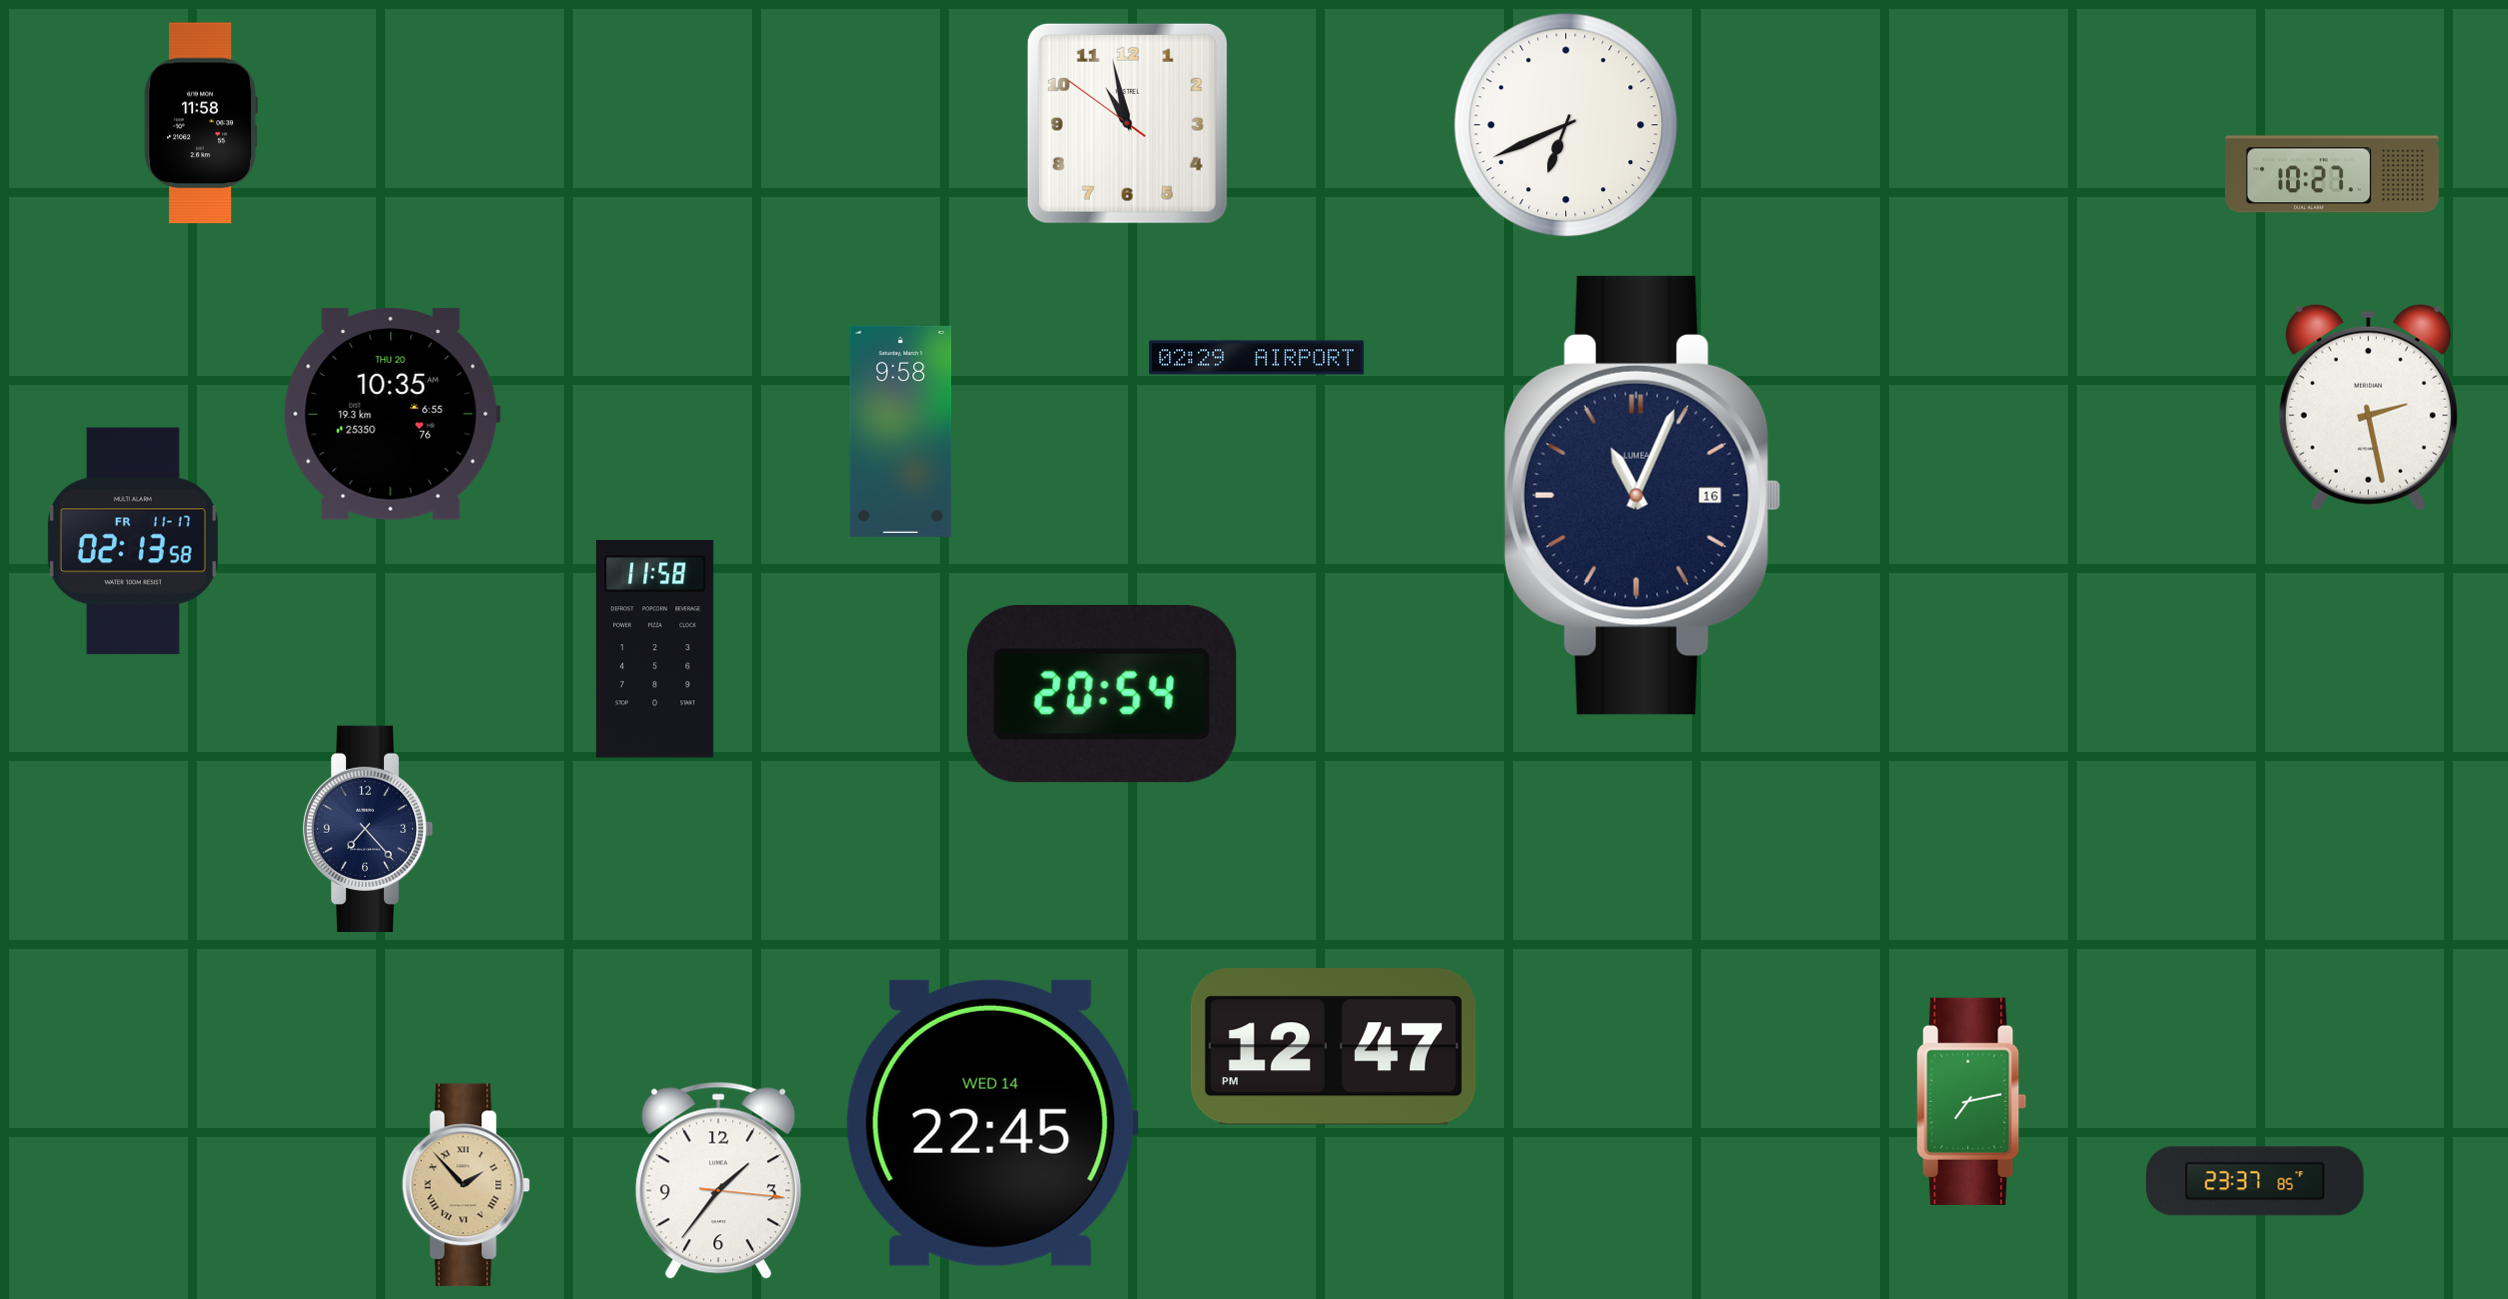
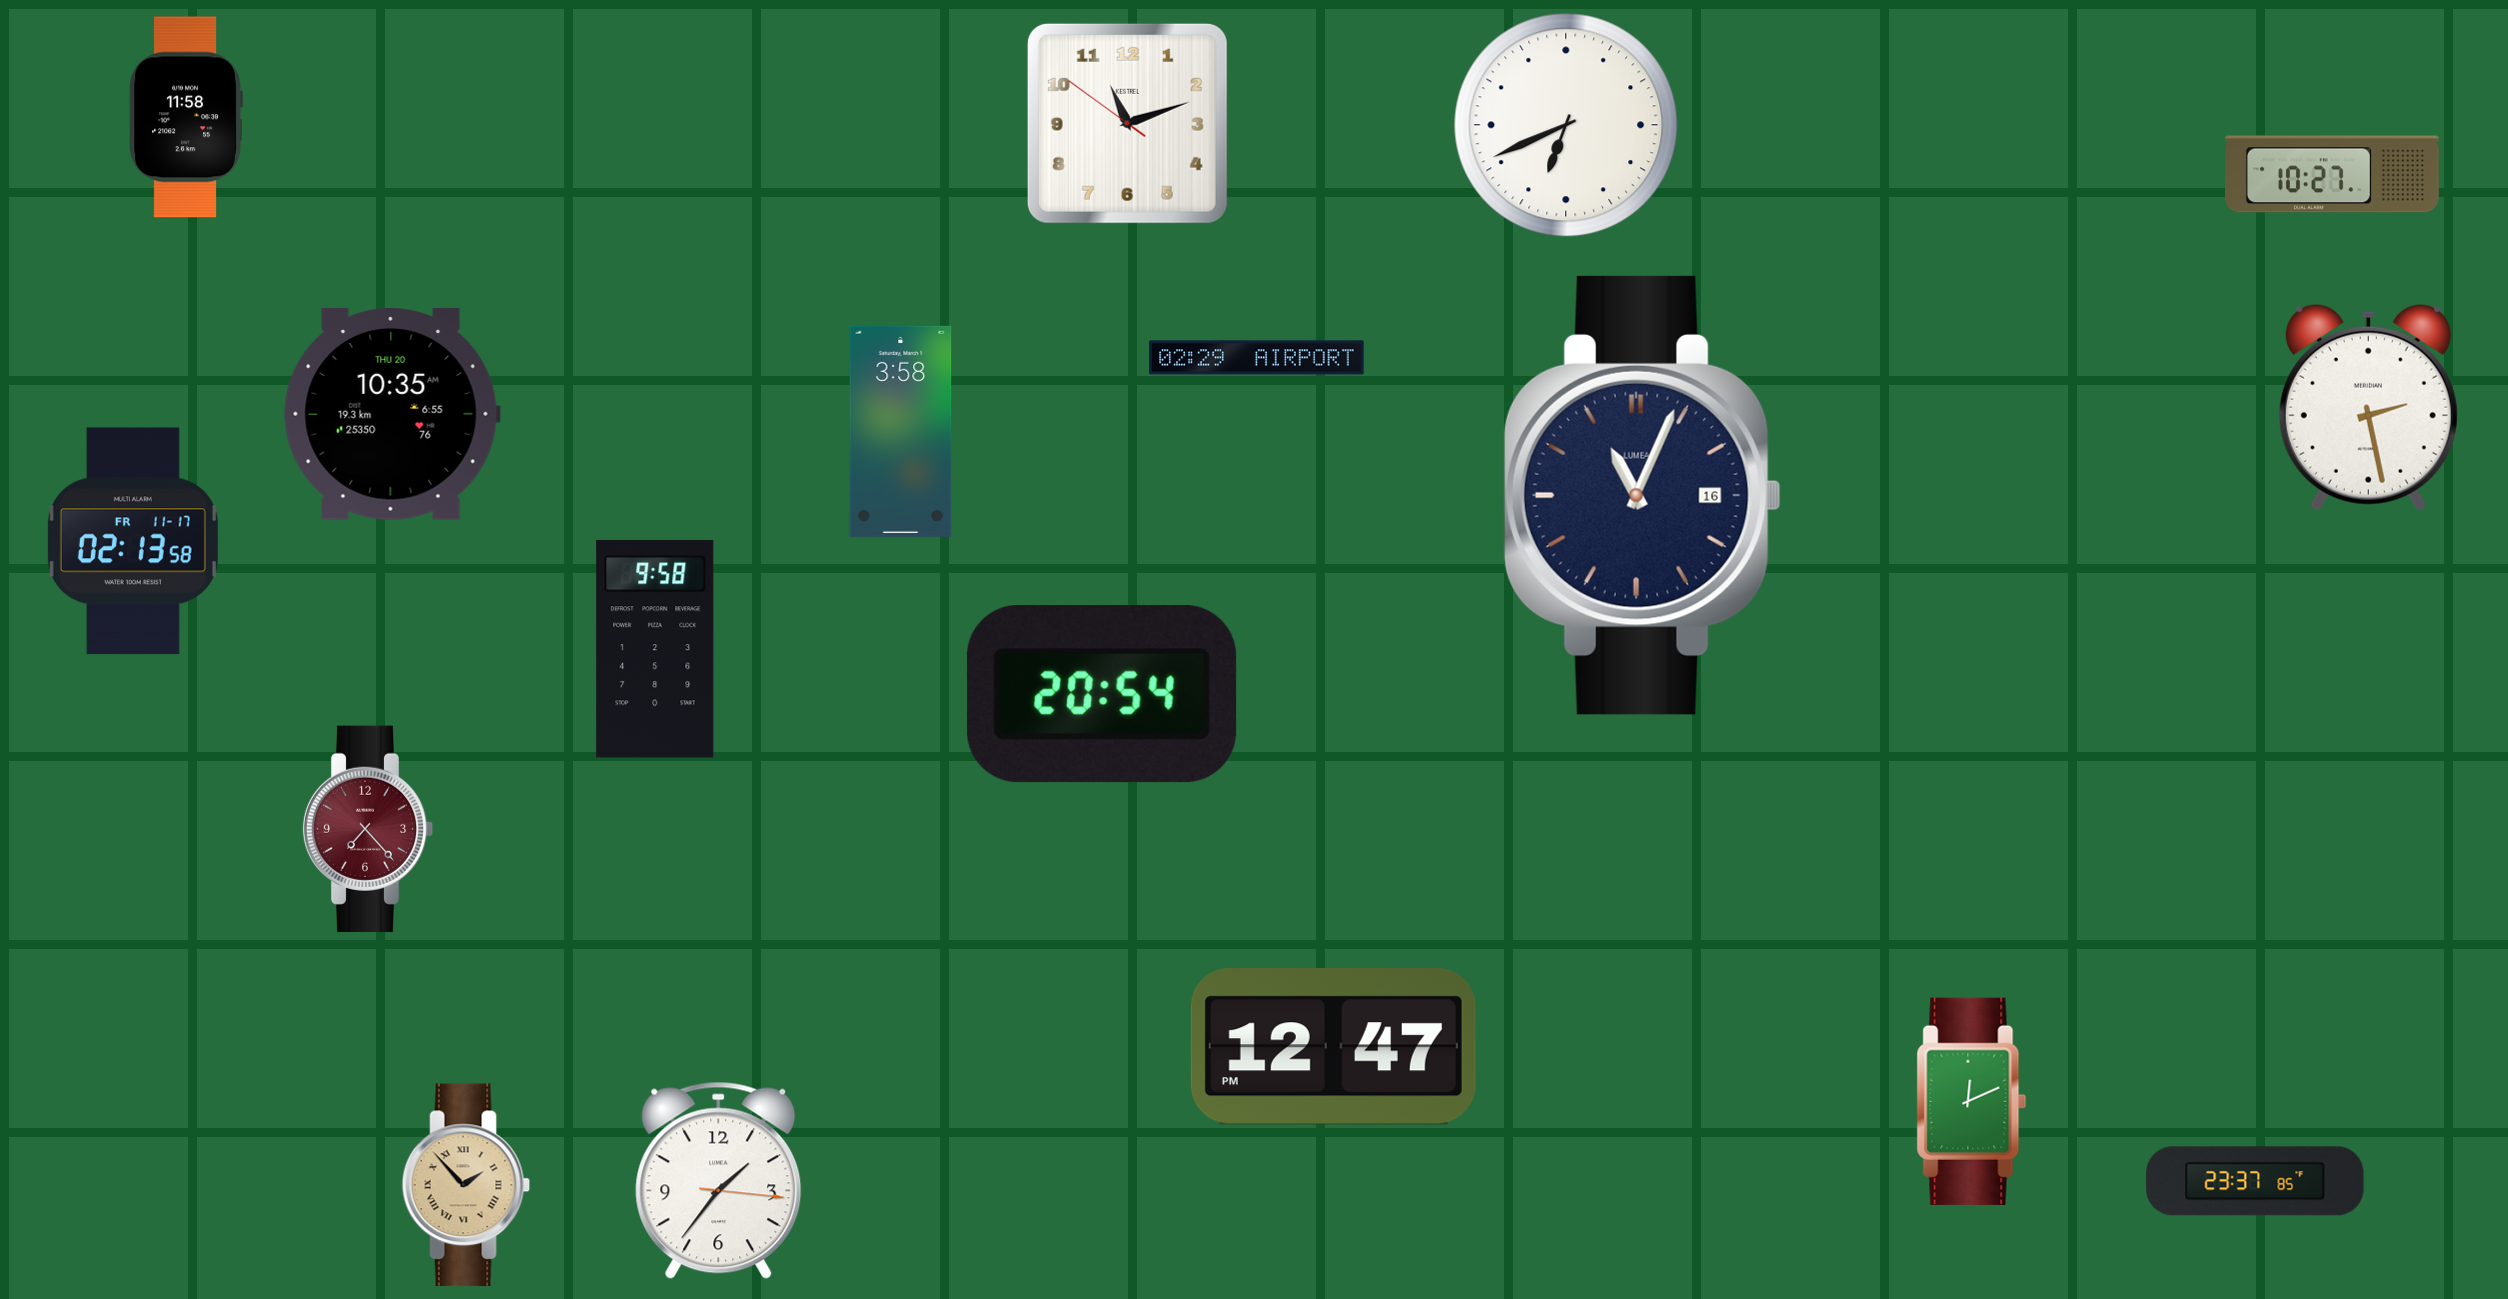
clock at (201, 123) position: (201, 123) -> (186, 117)
clock at (1127, 123): 10:57 -> 11:11
clock at (901, 431): 9:58 -> 3:58
clock at (655, 649): 11:58 -> 9:58
clock at (368, 829) dial: navy -> burgundy
clock at (1972, 1101): 7:13 -> 12:11
clock at (992, 1123): 22:45 -> none
